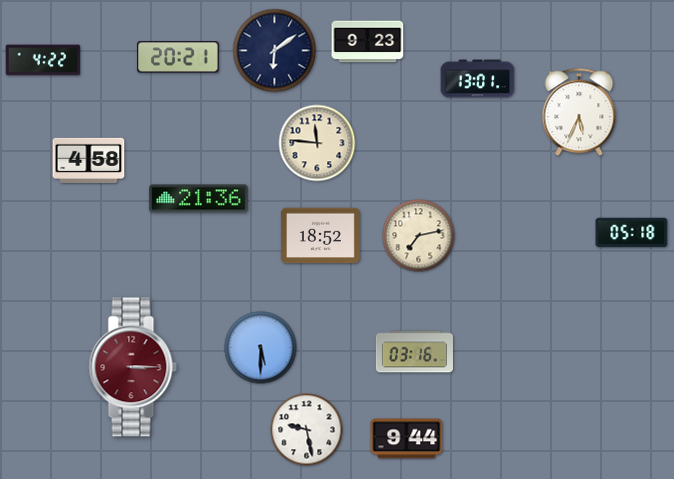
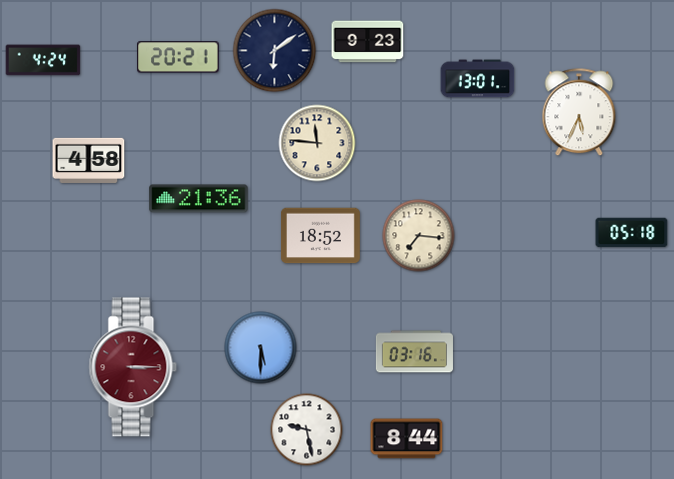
clock at (43, 60): 4:22 -> 4:24
clock at (419, 236): 7:13 -> 7:16
clock at (407, 439): 9:44 -> 8:44
